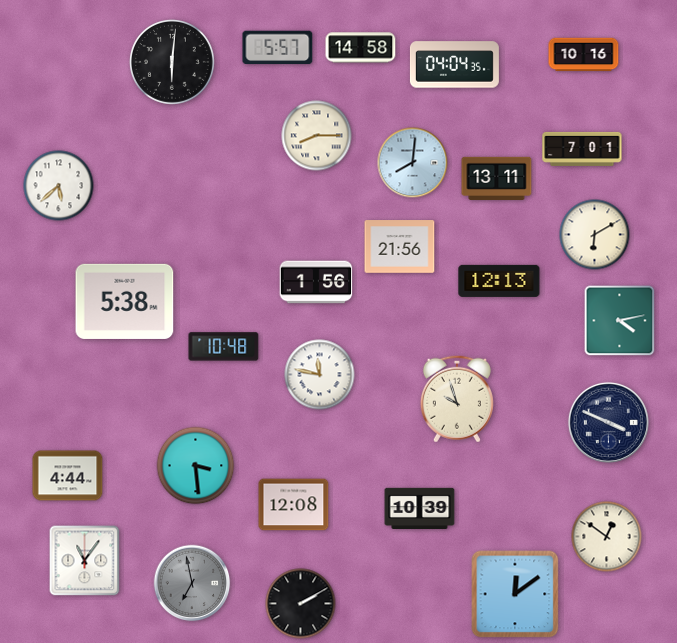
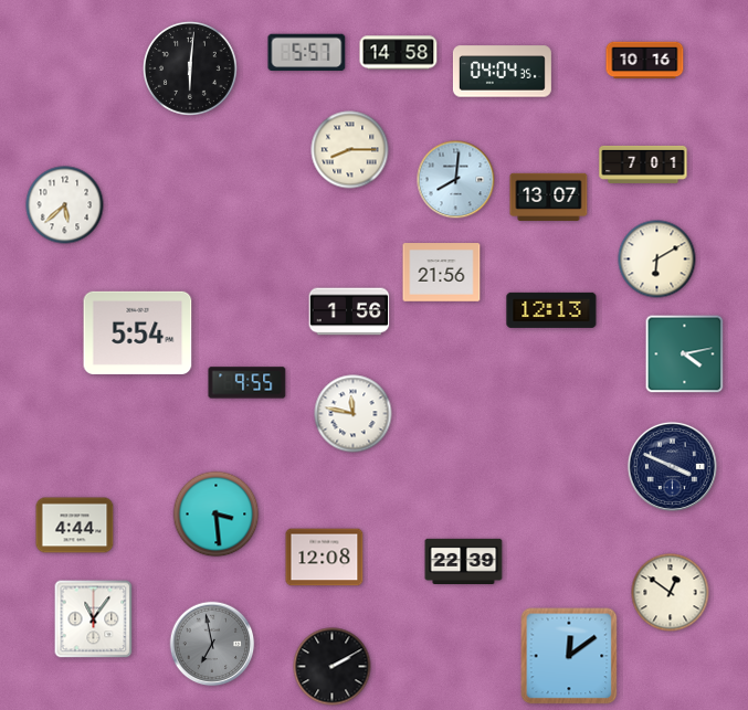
clock at (497, 178): 13:11 -> 13:07
clock at (125, 301): 5:38 -> 5:54
clock at (224, 347): 10:48 -> 9:55
clock at (457, 399): 9:57 -> none
clock at (420, 509): 10:39 -> 22:39
